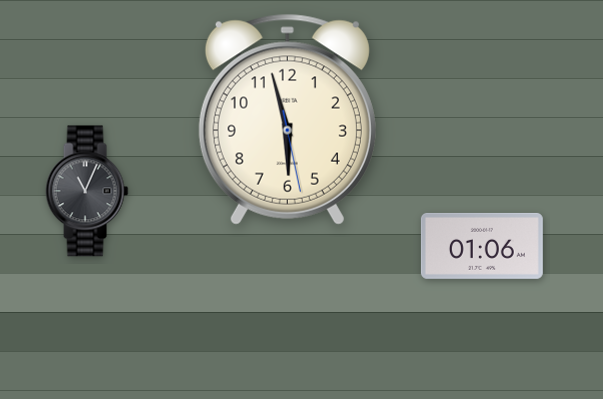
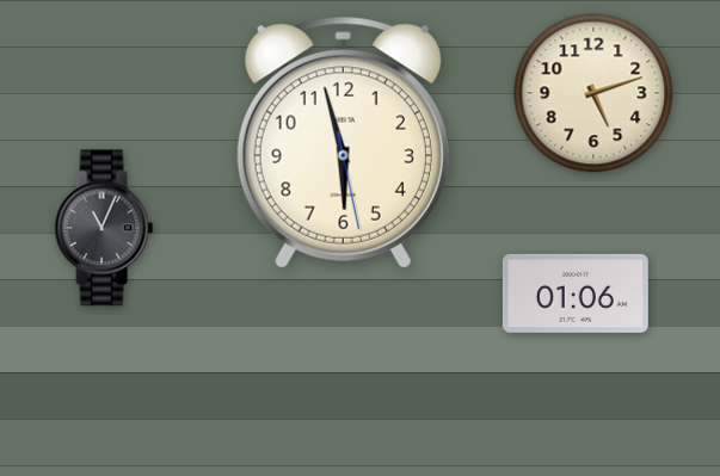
clock at (593, 93): none -> 5:12
